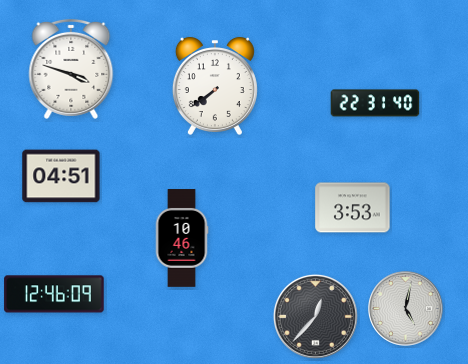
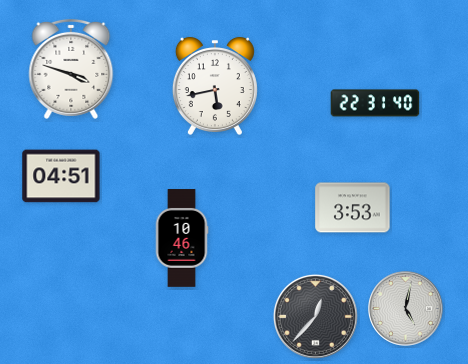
clock at (215, 86): 7:39 -> 5:43
clock at (54, 294): 12:46 -> none
